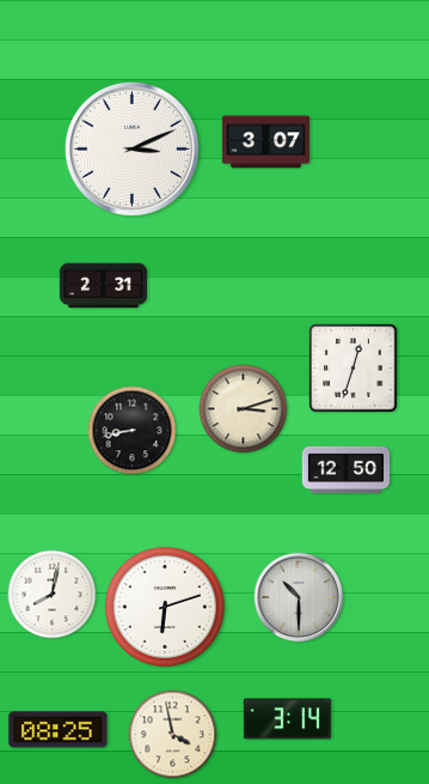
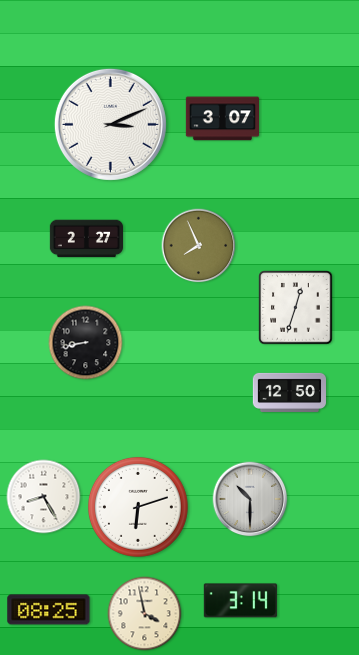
clock at (103, 286): 2:31 -> 2:27
clock at (199, 246): none -> 7:56
clock at (244, 409): 3:12 -> none
clock at (133, 431) position: (133, 431) -> (86, 343)
clock at (53, 595): 8:02 -> 8:25
